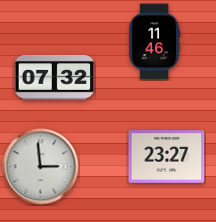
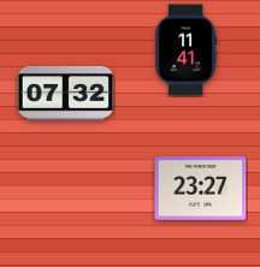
clock at (155, 42): 11:46 -> 11:41
clock at (41, 167): 2:59 -> none
